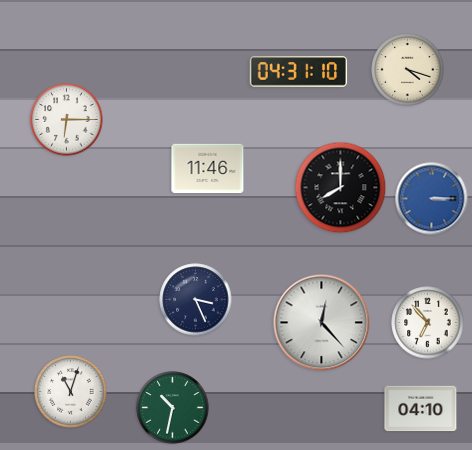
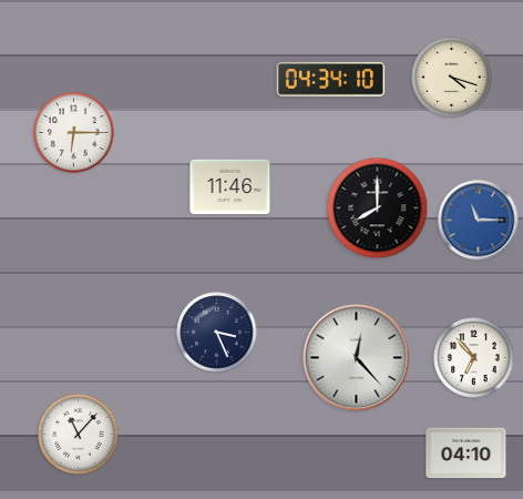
clock at (299, 72): 04:31 -> 04:34
clock at (432, 199): 3:15 -> 11:15
clock at (71, 392): 11:03 -> 11:07
clock at (173, 408): 10:32 -> none
